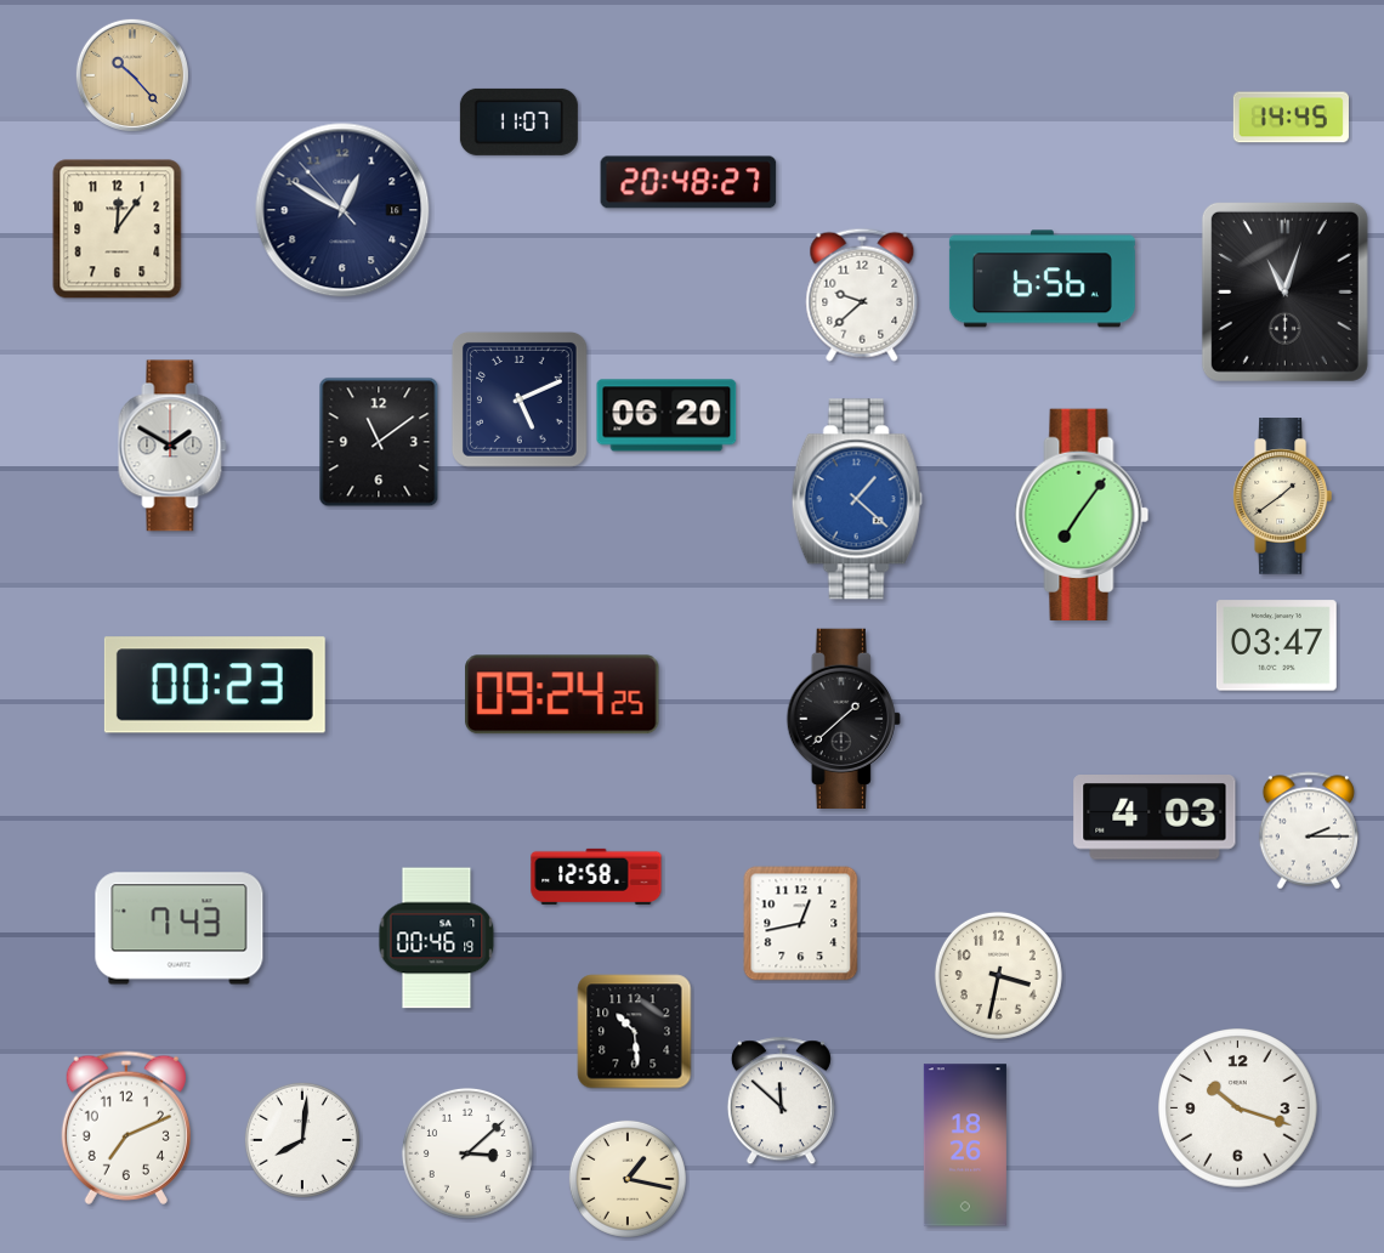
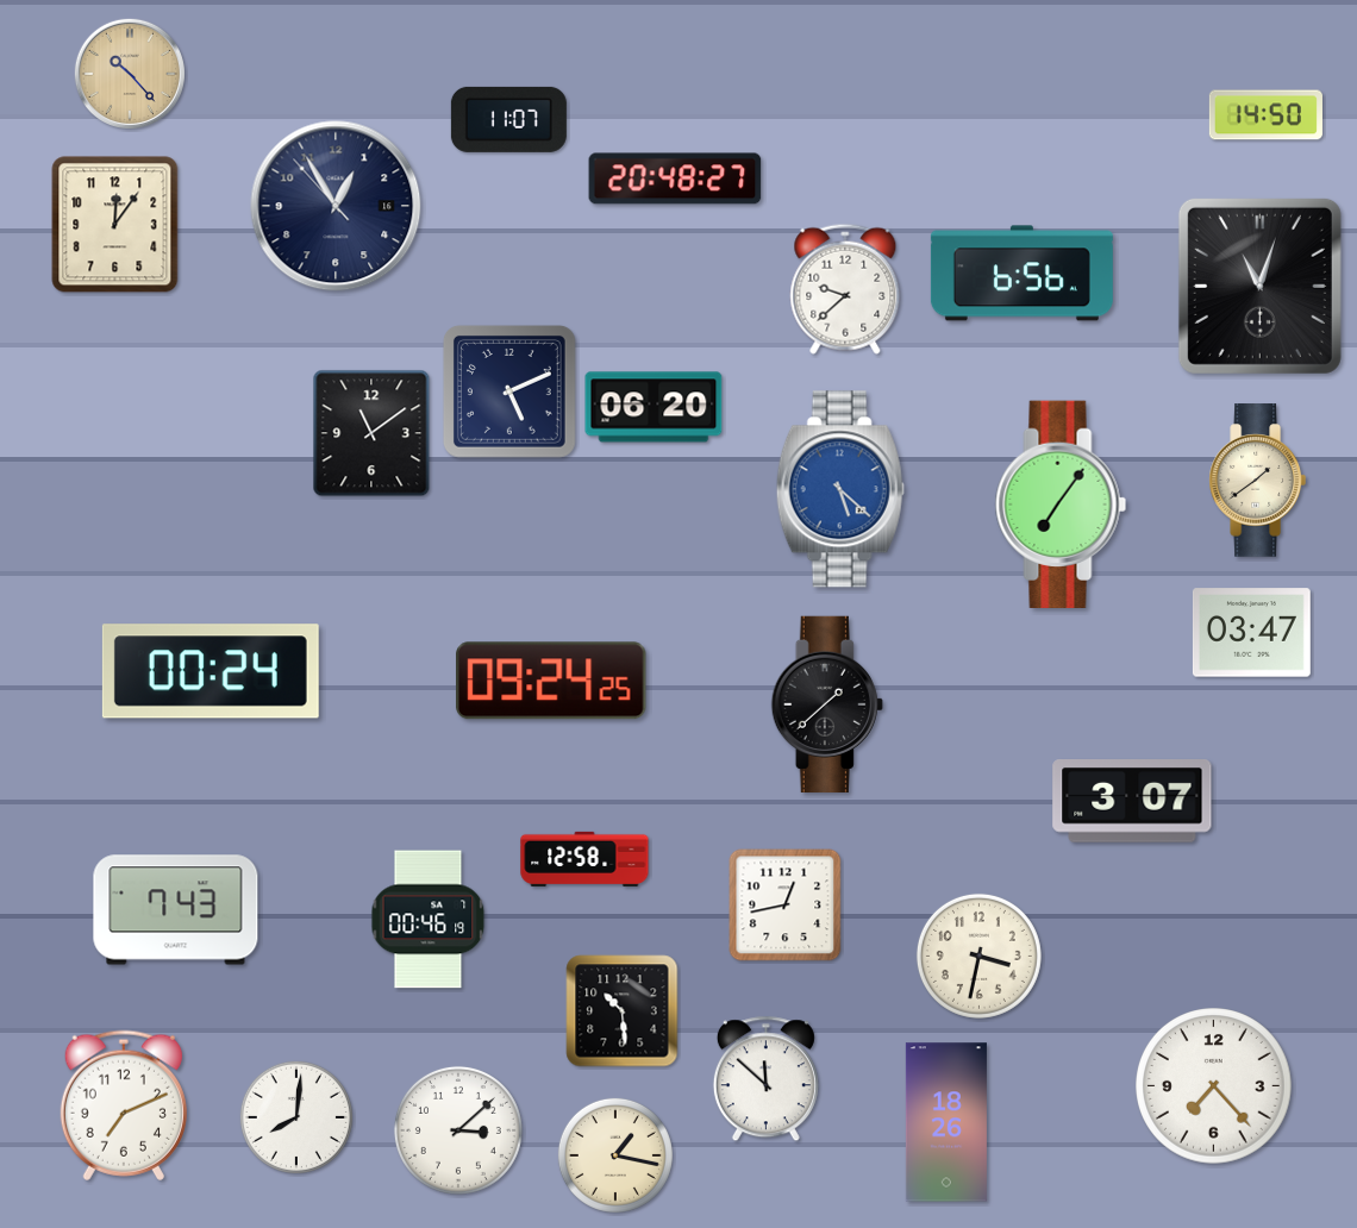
clock at (1291, 118): 14:45 -> 14:50
clock at (342, 210): 12:49 -> 12:54
clock at (172, 446): 1:50 -> none
clock at (1282, 497) position: (1282, 497) -> (1257, 481)
clock at (857, 499): 1:22 -> 5:22
clock at (215, 685): 00:23 -> 00:24
clock at (1155, 818): 4:03 -> 3:07
clock at (1308, 830): 2:15 -> none
clock at (1238, 1109): 10:18 -> 7:23
